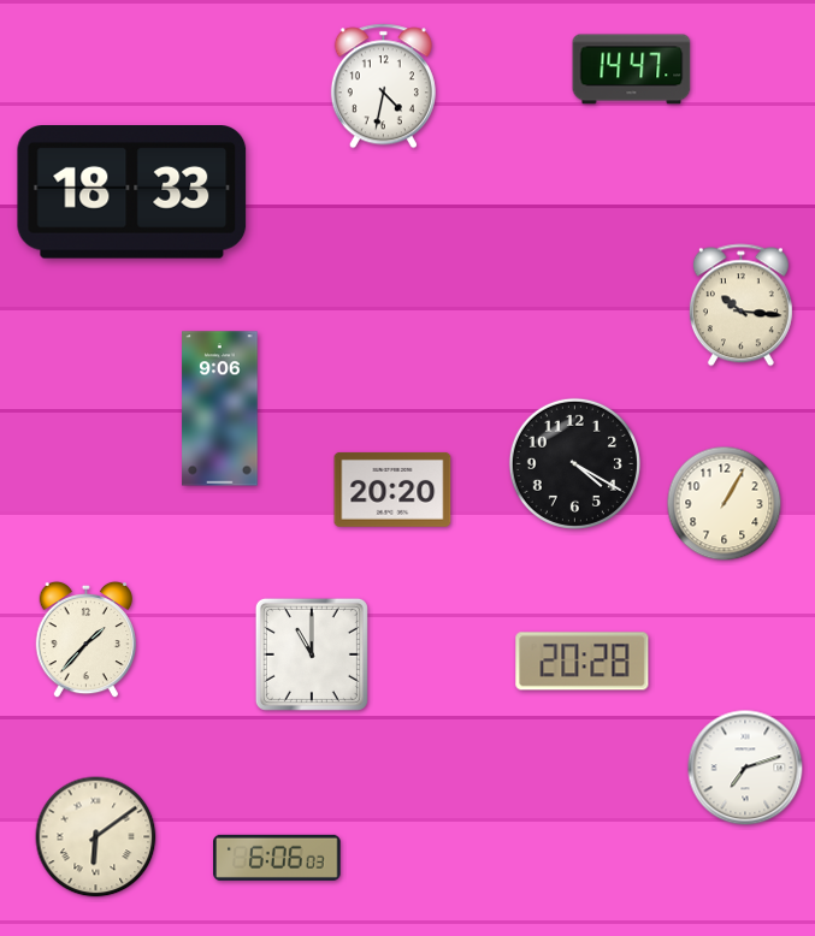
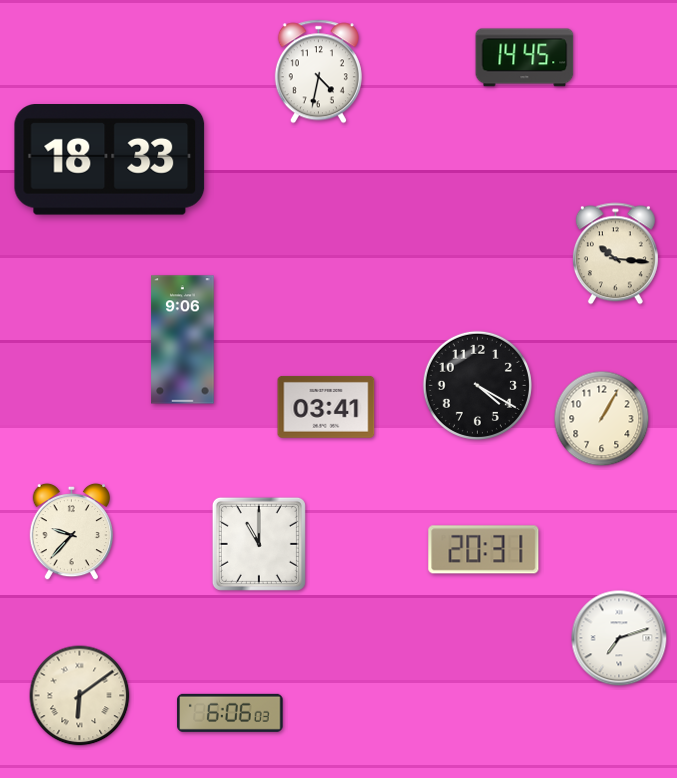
clock at (632, 70): 14:47 -> 14:45
clock at (392, 490): 20:20 -> 03:41
clock at (85, 640): 1:37 -> 9:37
clock at (583, 662): 20:28 -> 20:31
